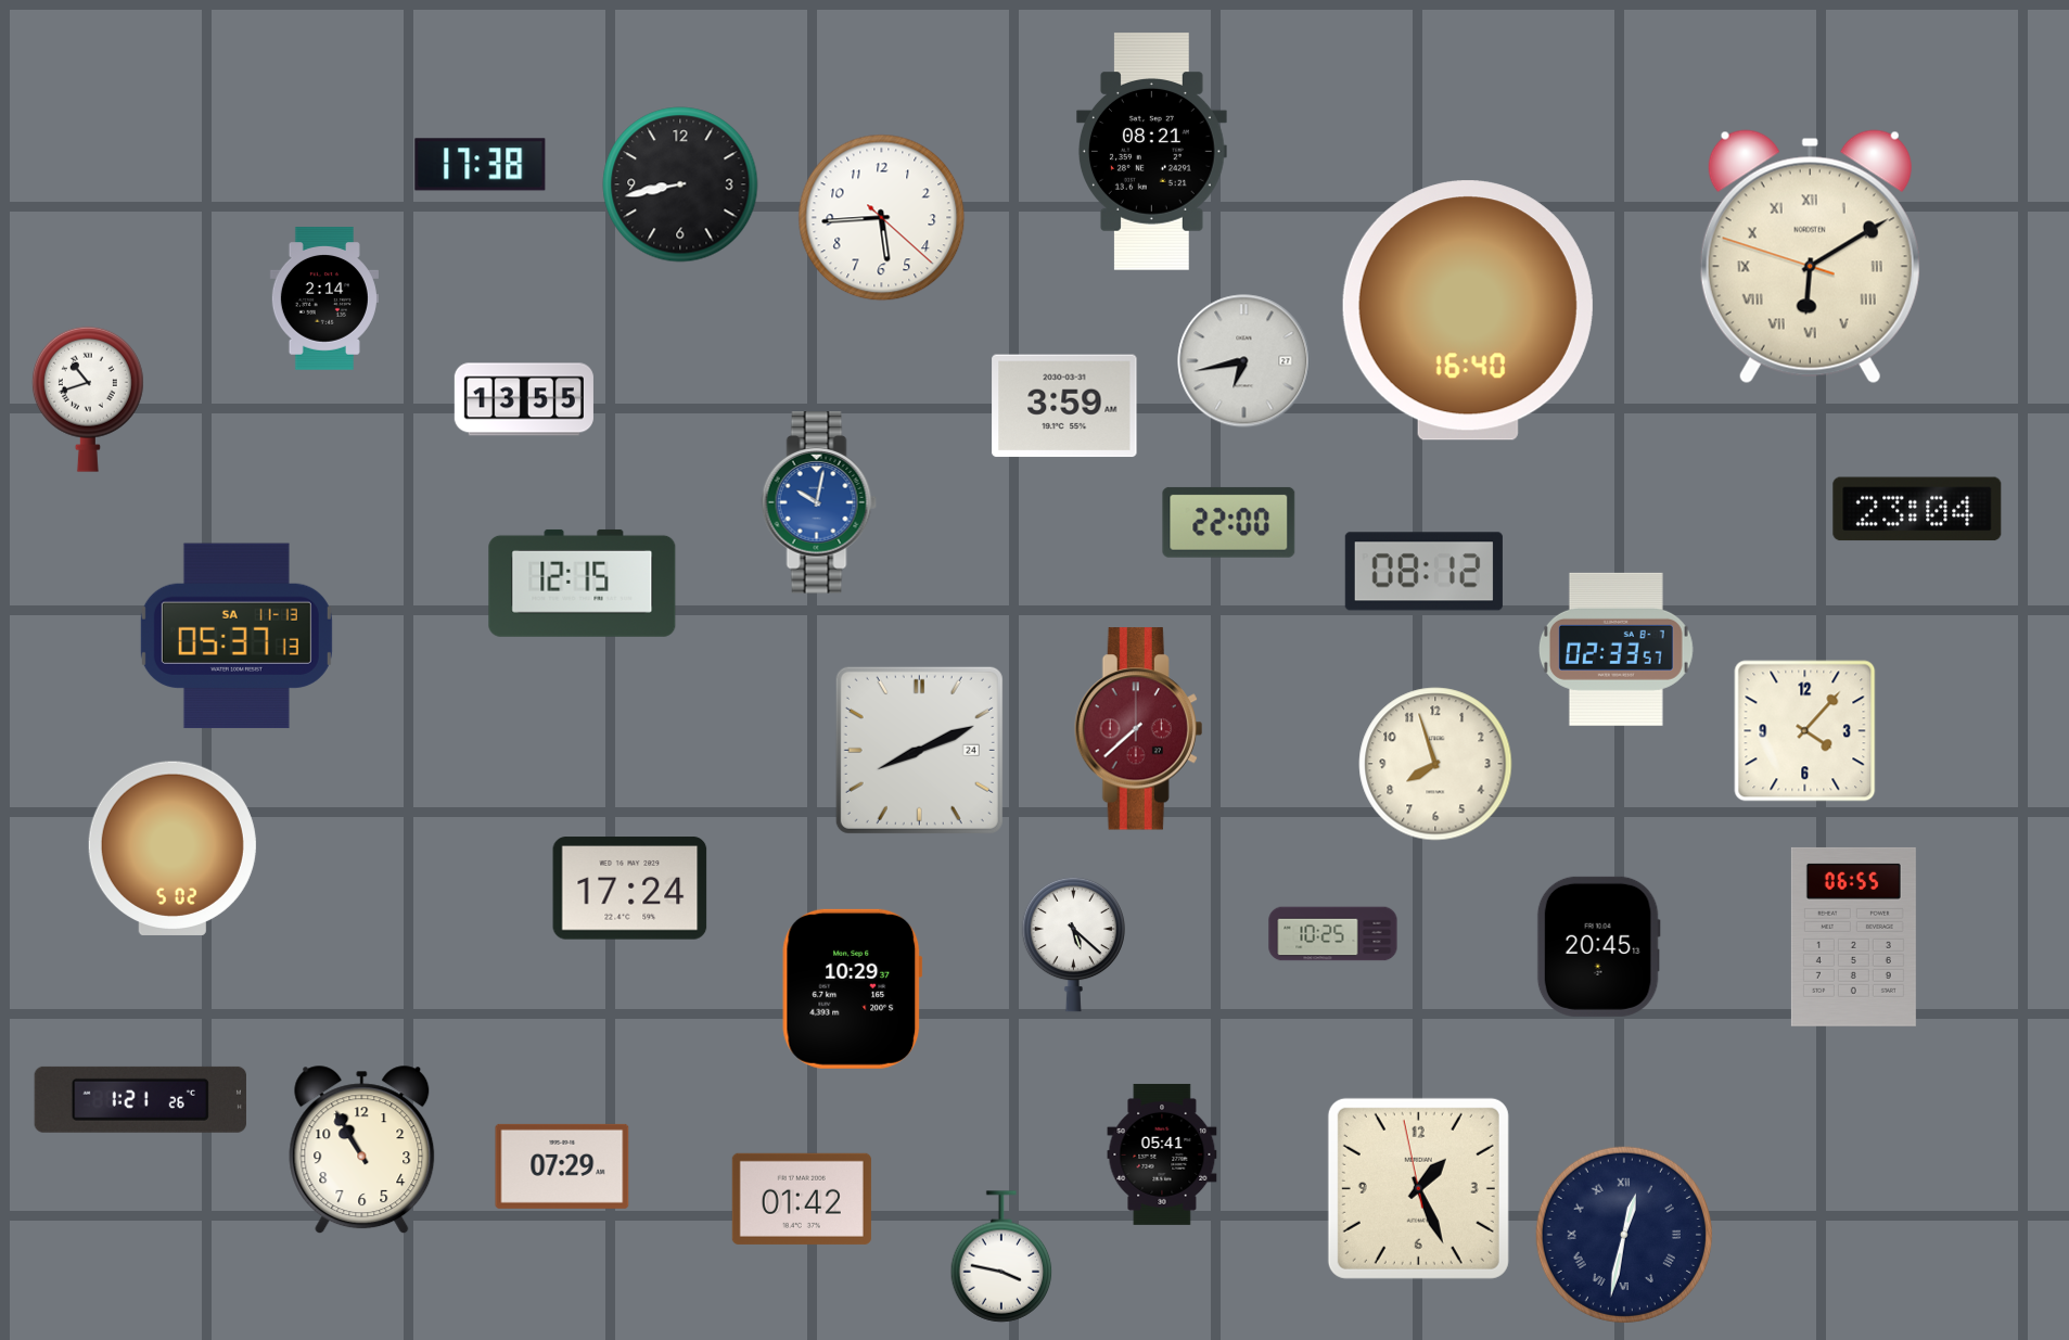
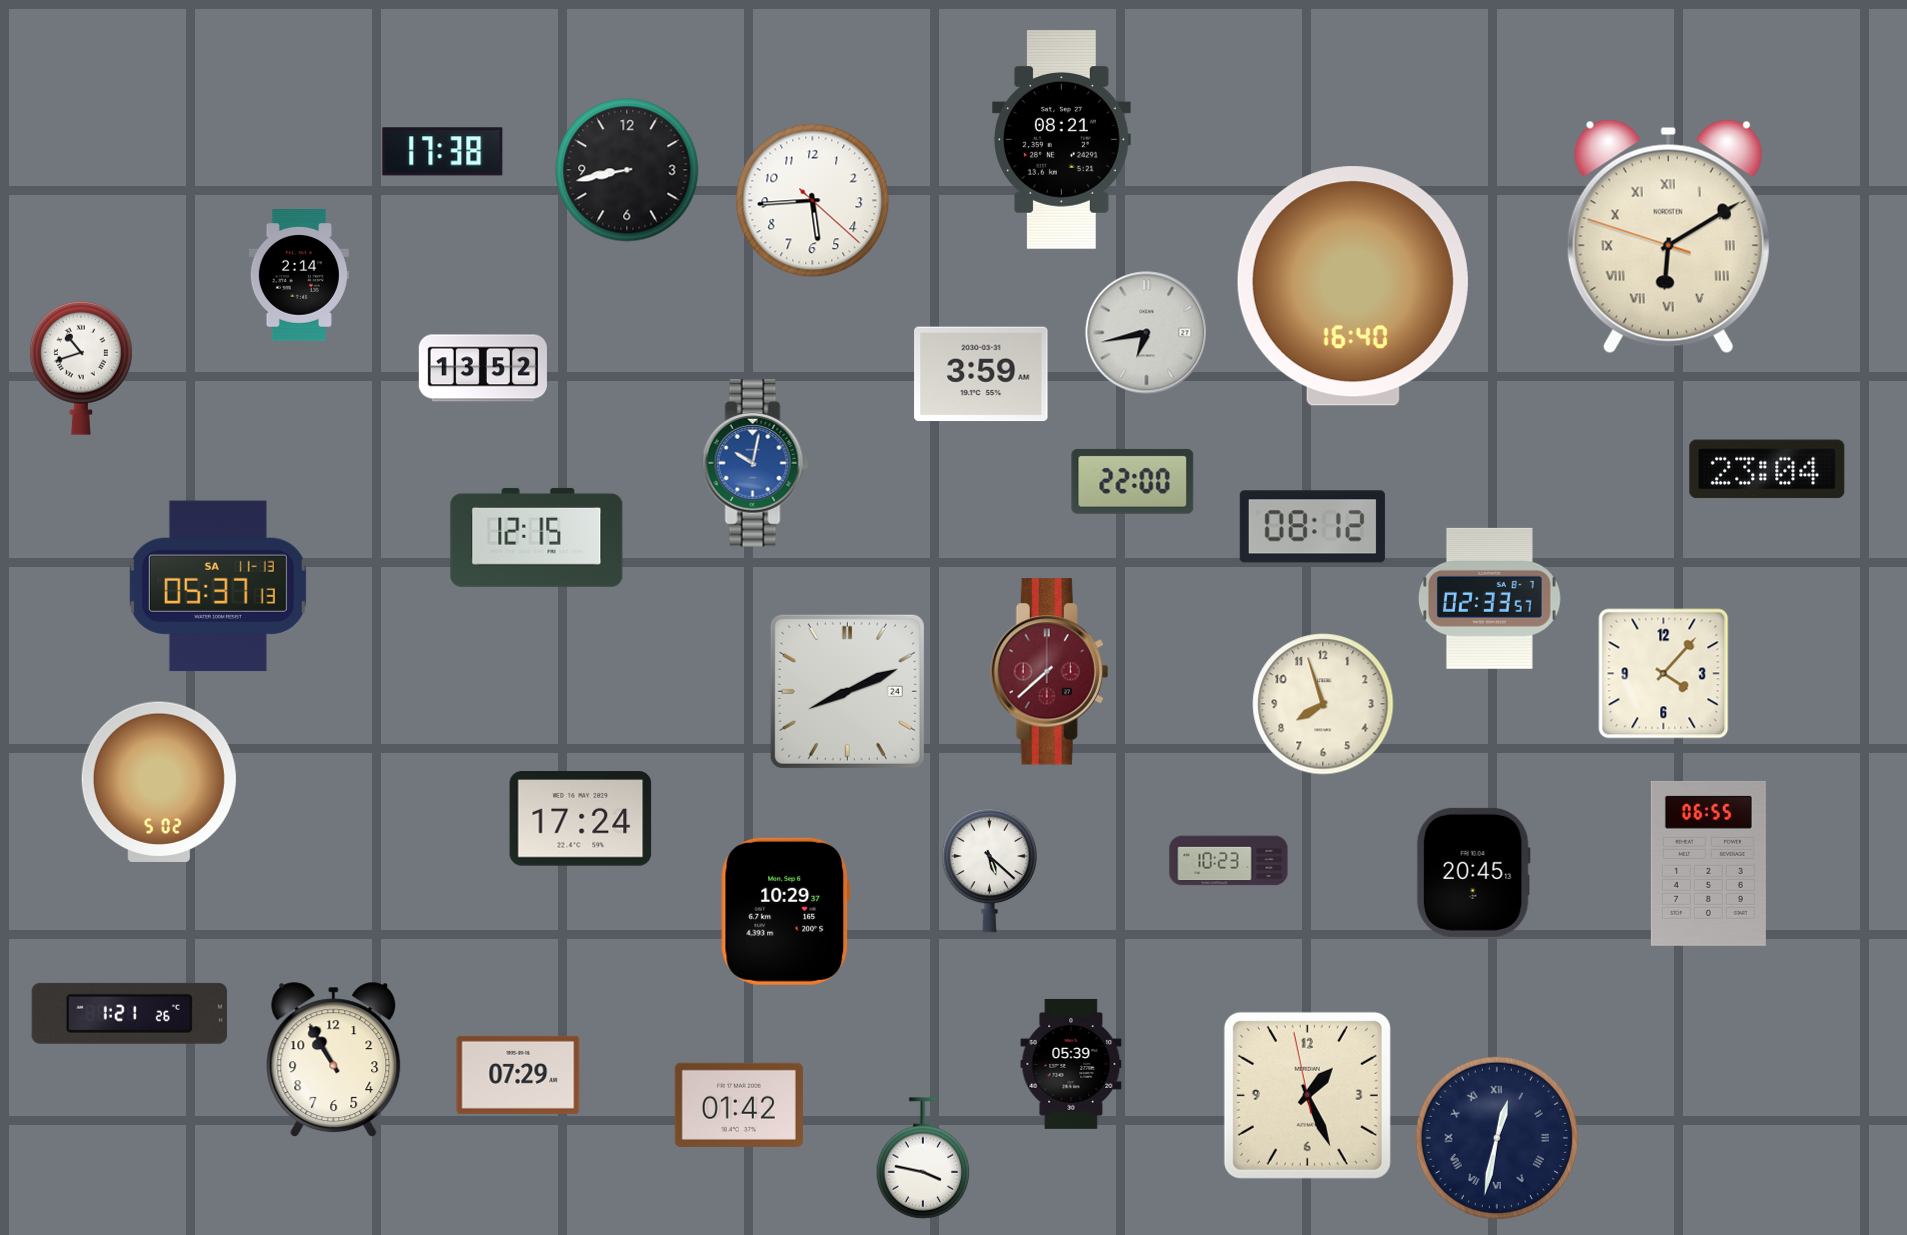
clock at (524, 399): 13:55 -> 13:52
clock at (1333, 934): 10:25 -> 10:23
clock at (1162, 1154): 05:41 -> 05:39
